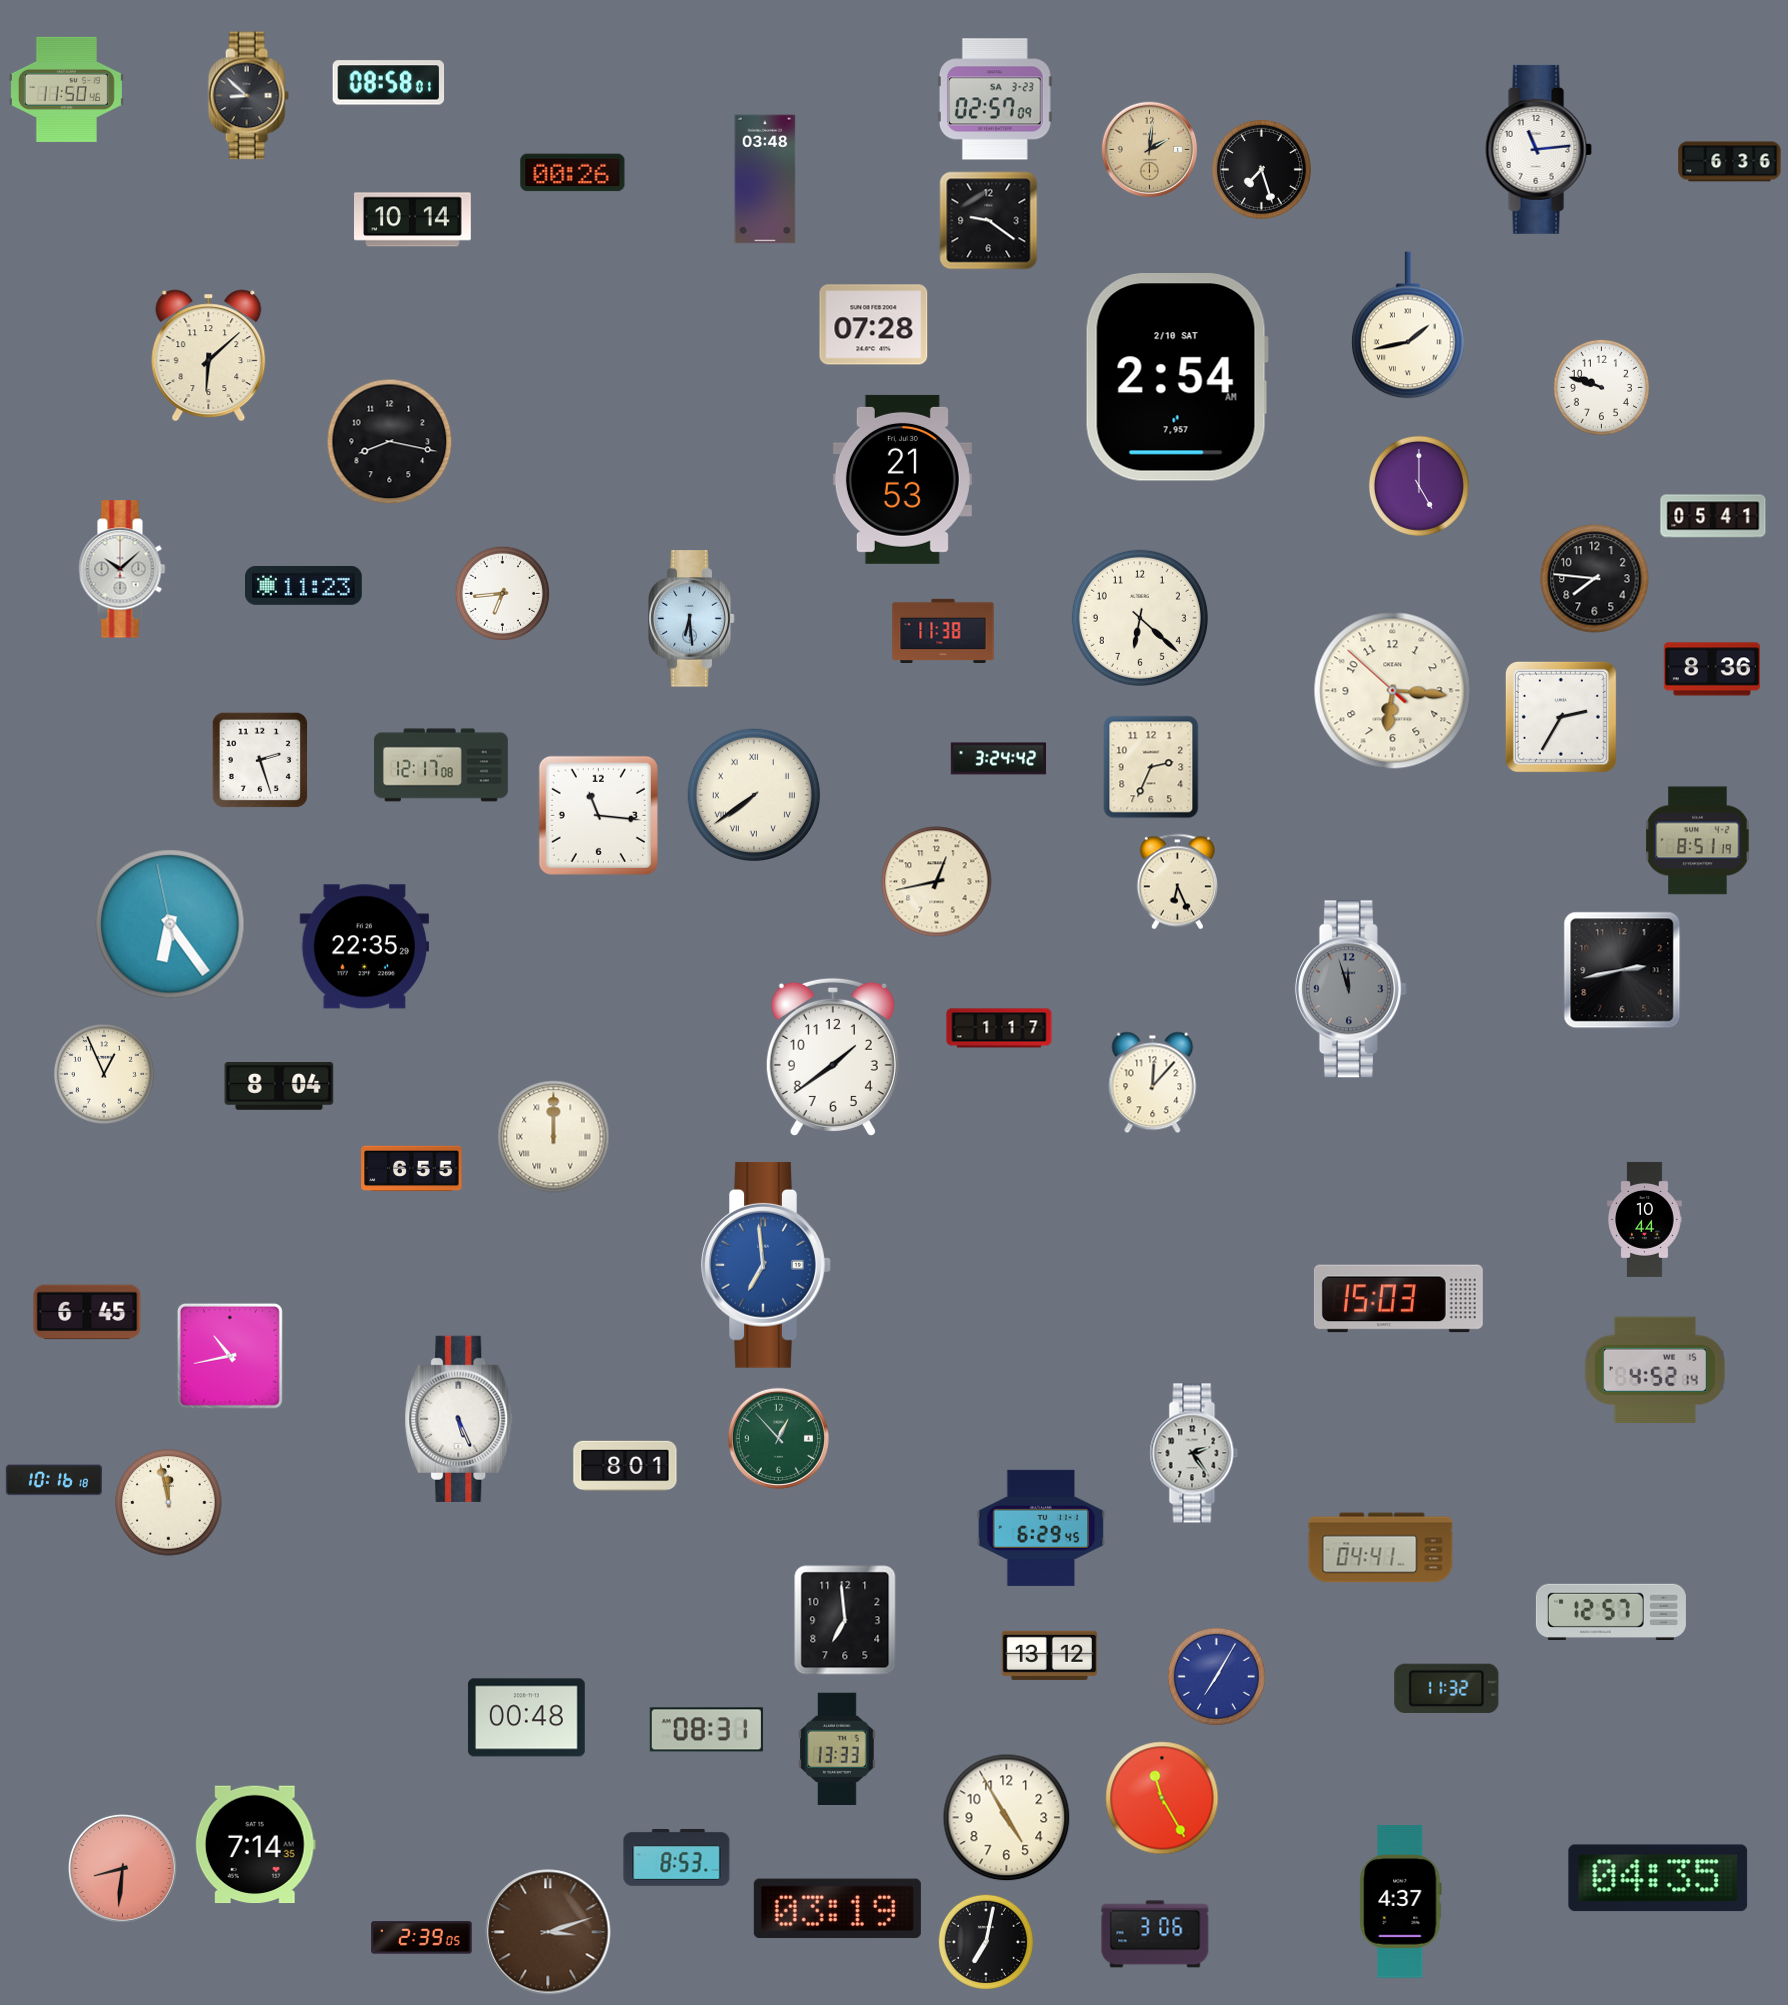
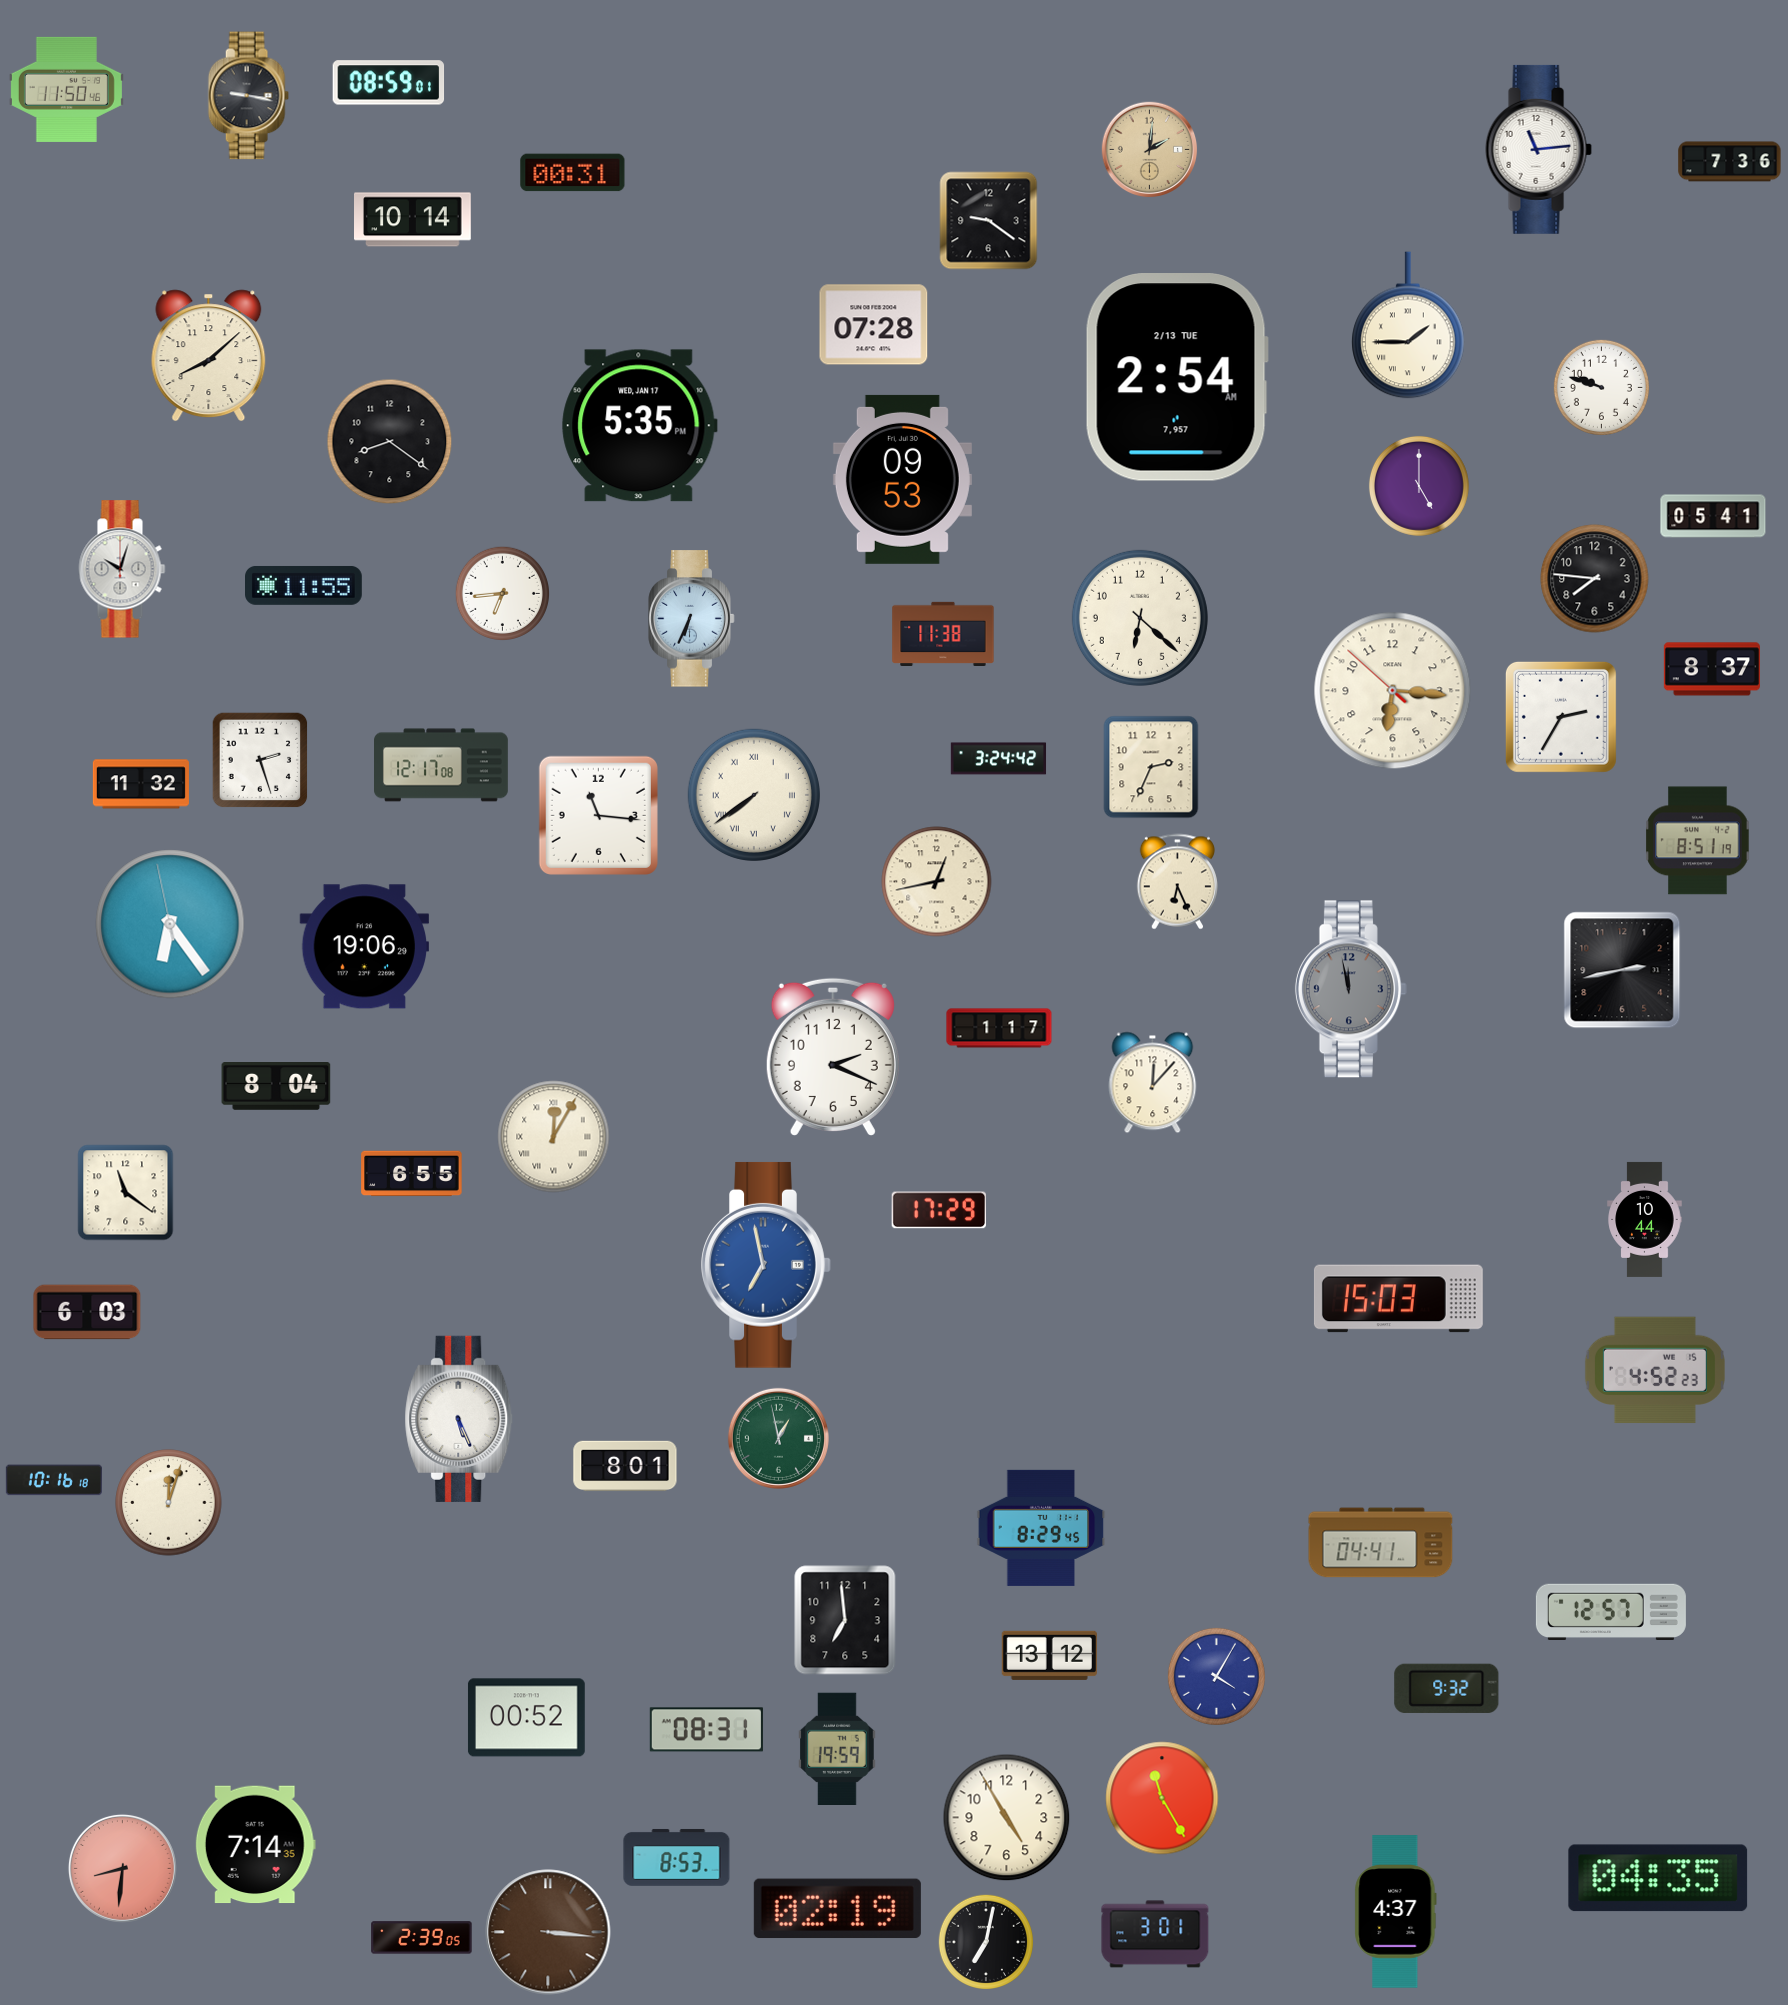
clock at (389, 83): 08:58 -> 08:59
clock at (248, 96): 8:52 -> 9:17
clock at (995, 99): 02:57 -> none
clock at (1730, 162): 6:36 -> 7:36
clock at (1261, 169): 7:27 -> none
clock at (573, 173): 00:26 -> 00:31
clock at (765, 179): 03:48 -> none
clock at (1408, 325): 1:43 -> 1:45
clock at (209, 355): 6:08 -> 8:08
clock at (1177, 378) date: 2/10 SAT -> 2/13 TUE
clock at (640, 426): none -> 5:35
clock at (390, 442): 8:17 -> 8:21
clock at (902, 479): 21:53 -> 09:53
clock at (122, 569): 10:08 -> 10:03
clock at (304, 585): 11:23 -> 11:55
clock at (692, 619): 6:29 -> 6:34
clock at (943, 630) position: (943, 630) -> (943, 633)
clock at (1712, 669): 8:36 -> 8:37
clock at (141, 784): none -> 11:32
clock at (364, 947): 22:35 -> 19:06
clock at (1351, 989): 11:57 -> 11:58
clock at (833, 1057): 1:39 -> 2:19
clock at (104, 1074): 12:56 -> none
clock at (279, 1087) position: (279, 1087) -> (276, 1087)
clock at (554, 1137): 12:00 -> 12:05
clock at (412, 1169) position: (412, 1169) -> (412, 1174)
clock at (126, 1193): none -> 11:21
clock at (938, 1210): none -> 17:29
clock at (766, 1265): 6:59 -> 6:58
clock at (87, 1312): 6:45 -> 6:03
clock at (230, 1356): 10:43 -> none
clock at (1655, 1370): 4:52:14 -> 4:52:23
clock at (778, 1438): 12:53 -> 12:58
clock at (1194, 1453): 2:24 -> none
clock at (169, 1503): 11:58 -> 12:03
clock at (1041, 1528): 6:29 -> 8:29
clock at (1381, 1548) position: (1381, 1548) -> (1381, 1543)
clock at (1216, 1676): 7:05 -> 4:05
clock at (1447, 1688): 11:32 -> 9:32
clock at (526, 1718): 00:48 -> 00:52
clock at (838, 1748): 13:33 -> 19:59
clock at (1401, 1902) position: (1401, 1902) -> (1396, 1912)
clock at (837, 1909): 03:19 -> 02:19
clock at (548, 1932): 3:12 -> 3:16
clock at (1155, 1934): 3:06 -> 3:01
